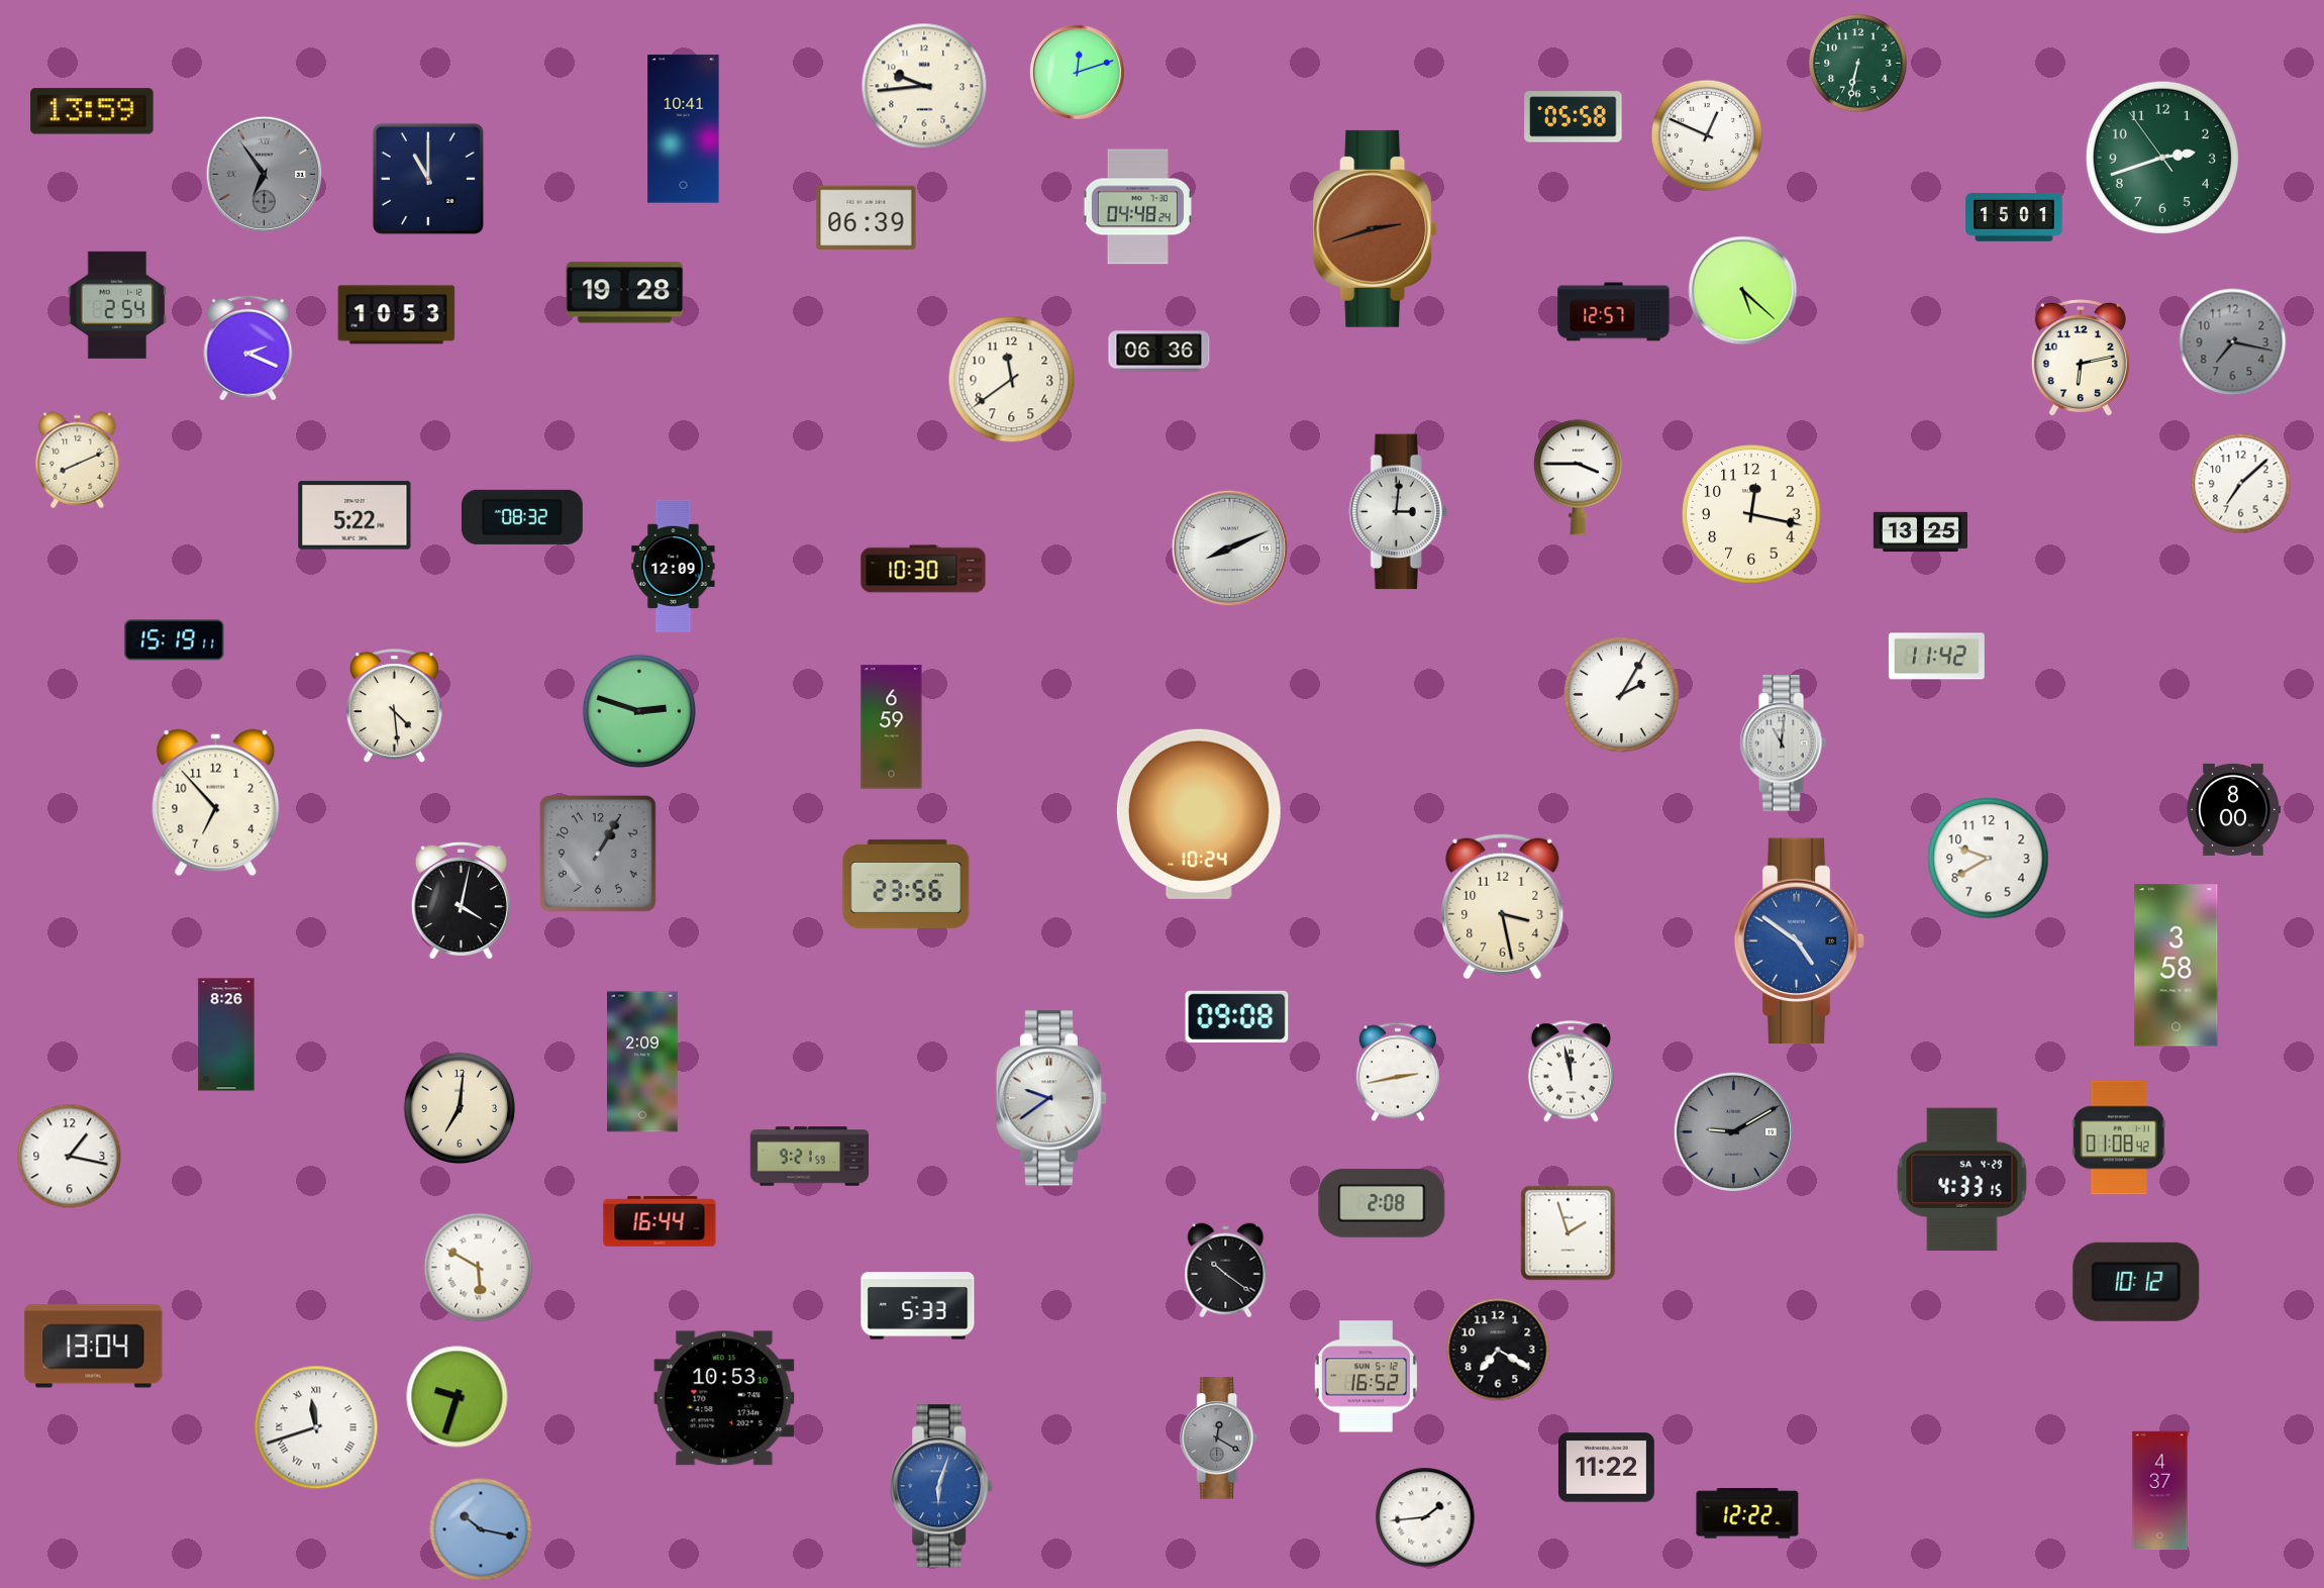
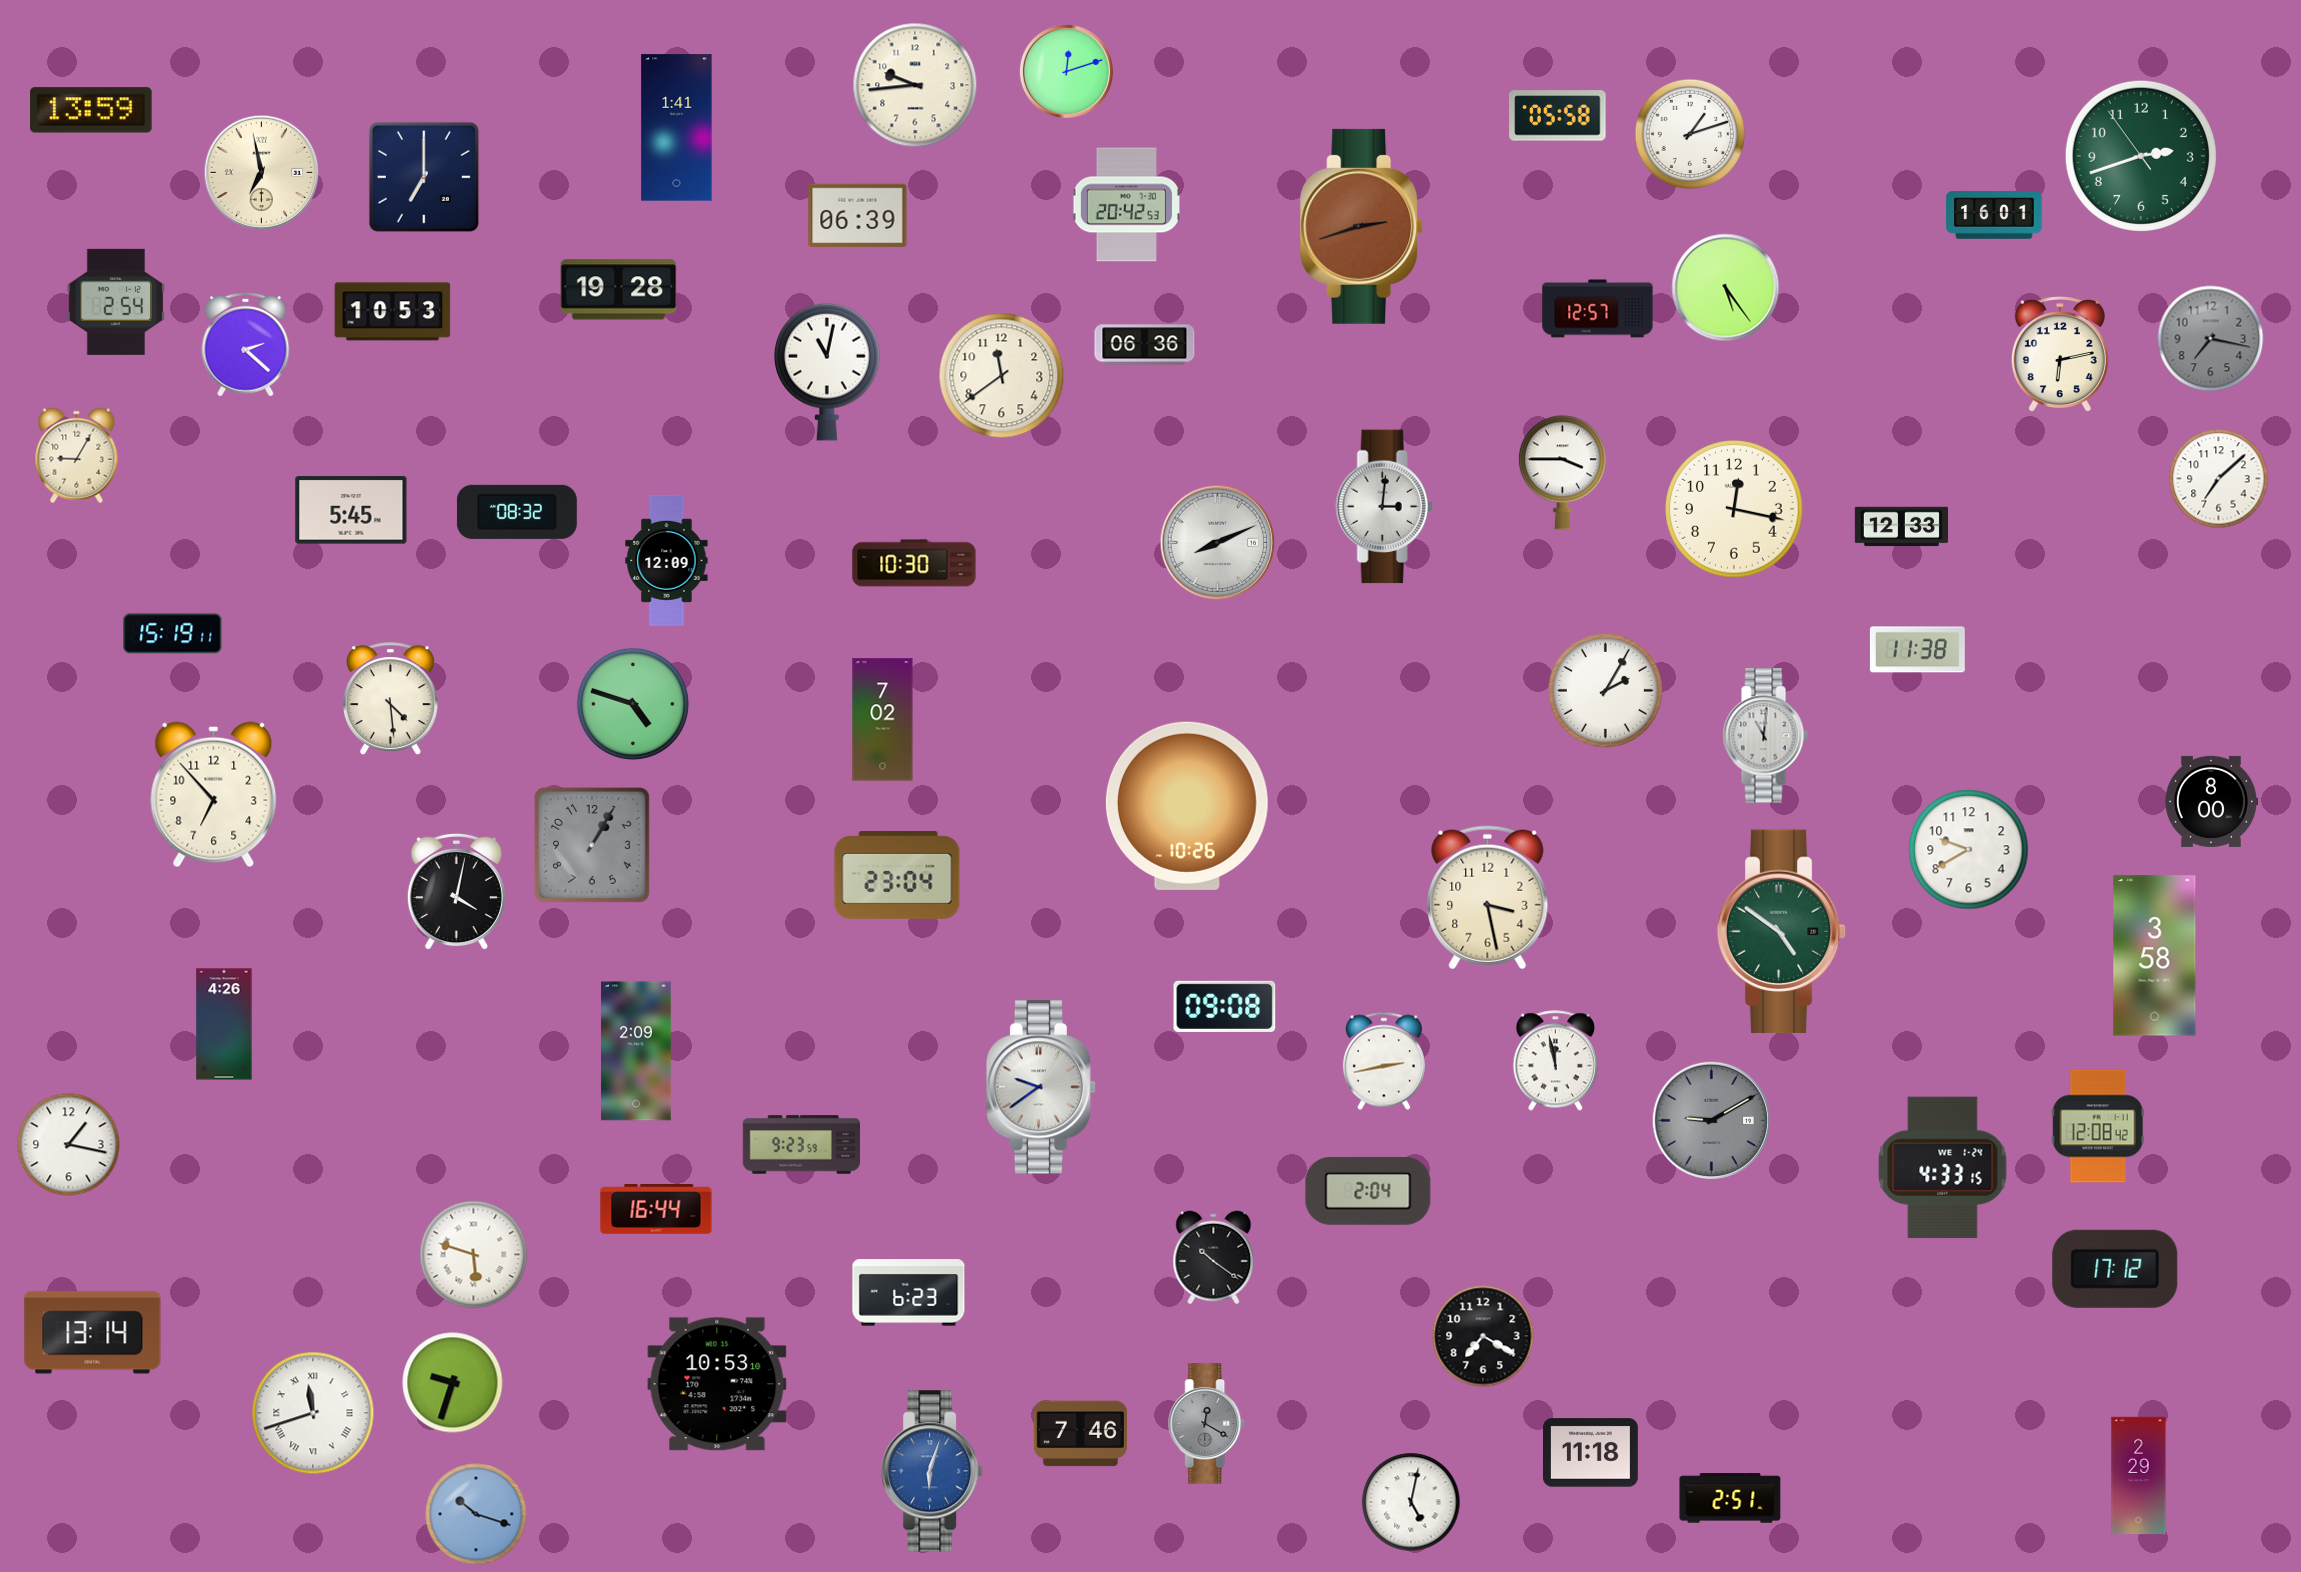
clock at (1858, 64): 6:32 -> none
clock at (684, 129): 10:41 -> 1:41
clock at (1707, 135): 12:49 -> 1:12
clock at (265, 175): 6:54 -> 6:58
clock at (265, 175) dial: grey -> cream
clock at (428, 179): 11:00 -> 7:00
clock at (1137, 207): 04:48 -> 20:42
clock at (2014, 217): 15:01 -> 16:01
clock at (1743, 291): 5:22 -> 5:24
clock at (248, 348): 2:19 -> 2:22
clock at (1159, 352) position: (1159, 352) -> (1145, 345)
clock at (828, 372): none -> 11:02
clock at (78, 461): 8:11 -> 9:05
clock at (355, 515): 5:22 -> 5:45
clock at (1920, 532): 13:25 -> 12:33
clock at (1936, 657): 11:42 -> 11:38
clock at (1621, 694) position: (1621, 694) -> (1605, 690)
clock at (639, 711): 2:48 -> 4:48
clock at (892, 727): 6:59 -> 7:02
clock at (1199, 814): 10:24 -> 10:26
clock at (906, 884): 23:56 -> 23:04
clock at (1800, 941) dial: blue -> green
clock at (226, 1034): 8:26 -> 4:26
clock at (460, 1108): 7:01 -> none
clock at (1733, 1131) position: (1733, 1131) -> (1711, 1120)
clock at (2119, 1137): 01:08 -> 12:08
clock at (810, 1157): 9:21 -> 9:23
clock at (1962, 1180) date: SA 4-29 -> WE 1-24
clock at (1382, 1203): 2:08 -> 2:04
clock at (660, 1222) position: (660, 1222) -> (656, 1210)
clock at (1569, 1233): 1:57 -> none
clock at (479, 1268): 5:50 -> 5:48
clock at (2136, 1282): 10:12 -> 17:12
clock at (918, 1306): 5:33 -> 6:23
clock at (94, 1347): 13:04 -> 13:14
clock at (1366, 1377): 16:52 -> none
clock at (1080, 1434): none -> 7:46
clock at (1606, 1468): 11:22 -> 11:18
clock at (2160, 1491): 4:37 -> 2:29
clock at (1747, 1513): 12:22 -> 2:51
clock at (1425, 1517): 1:44 -> 5:02
clock at (481, 1529): 10:17 -> 10:18
